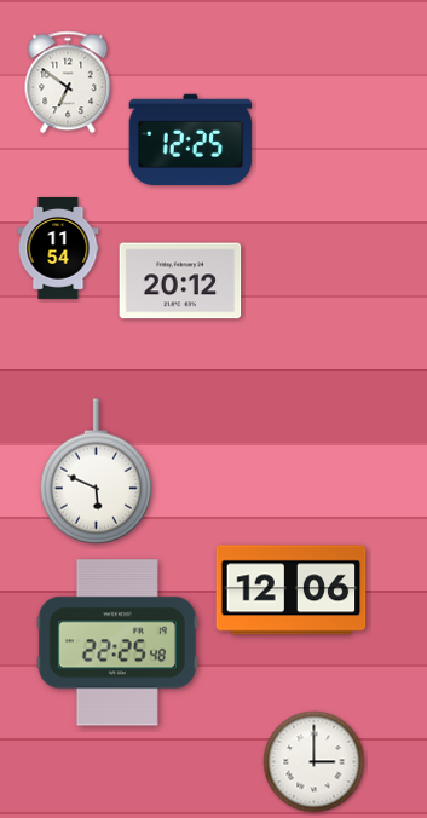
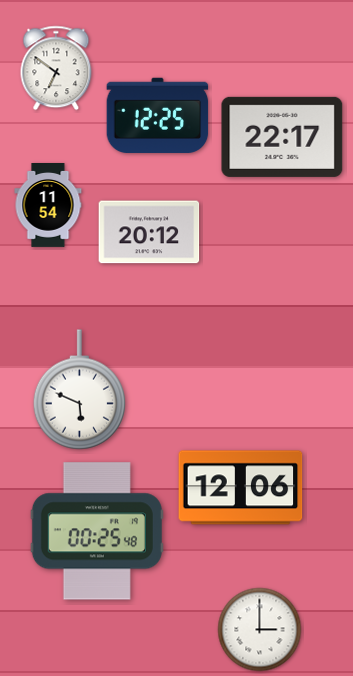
clock at (282, 137): none -> 22:17
clock at (117, 643): 22:25 -> 00:25
